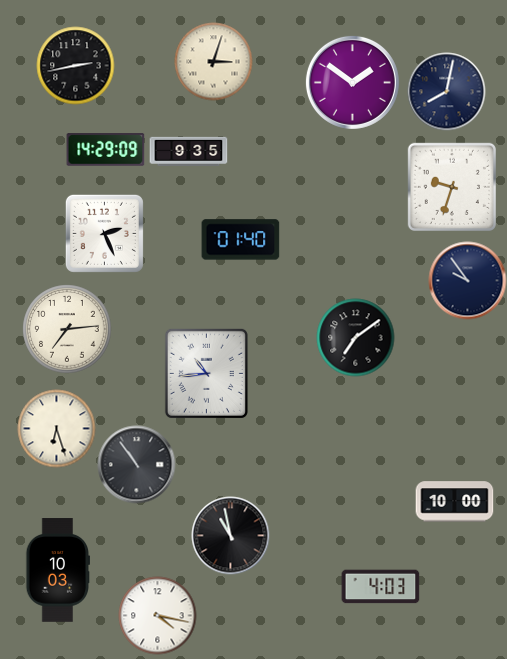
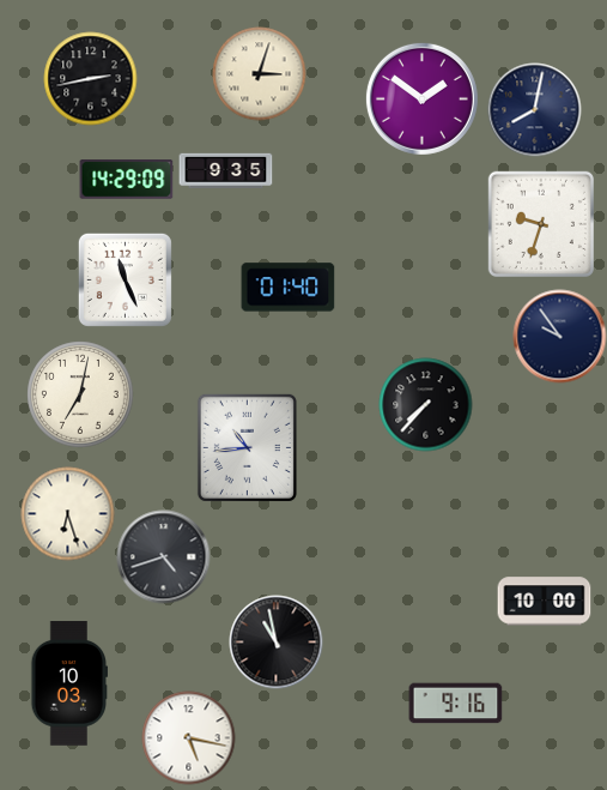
clock at (213, 61) position: (213, 61) -> (259, 73)
clock at (188, 151) position: (188, 151) -> (225, 170)
clock at (104, 233): 2:26 -> 11:26
clock at (67, 329): 7:14 -> 7:02
clock at (355, 337): 7:09 -> 7:37
clock at (136, 464): 10:54 -> 4:42
clock at (380, 587): 4:03 -> 9:16
clock at (157, 615): 4:17 -> 5:17
